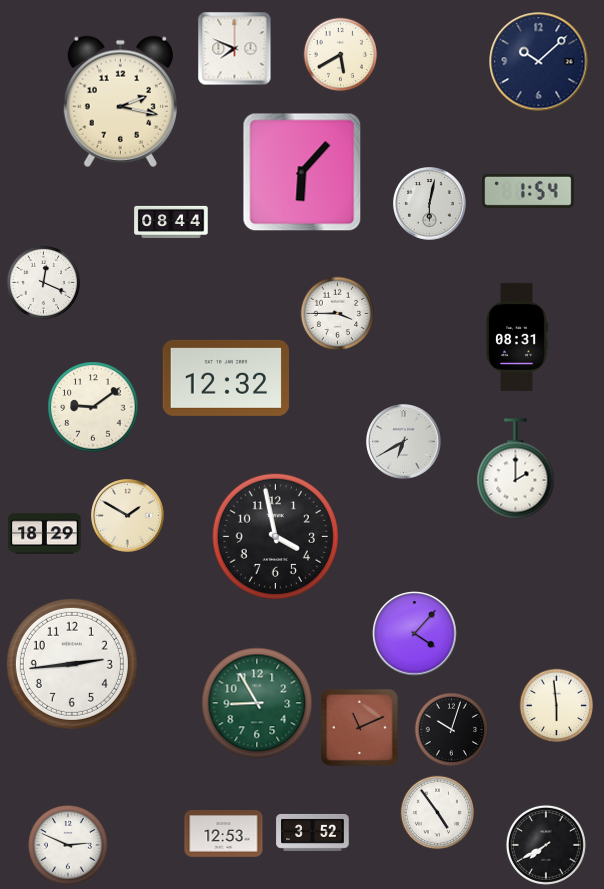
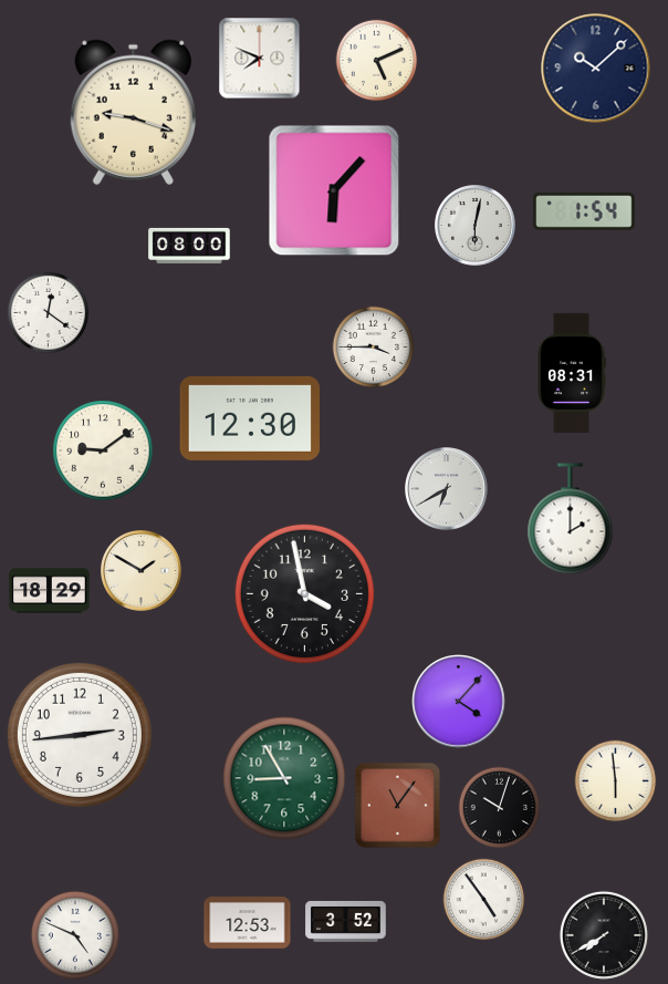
clock at (235, 49) position: (235, 49) -> (260, 59)
clock at (341, 55): 5:40 -> 5:11
clock at (120, 101): 2:17 -> 9:18
clock at (171, 222): 08:44 -> 08:00
clock at (44, 283): 12:19 -> 12:21
clock at (225, 378): 12:32 -> 12:30
clock at (360, 728): 11:11 -> 11:06
clock at (68, 845): 2:49 -> 4:49
